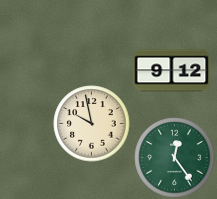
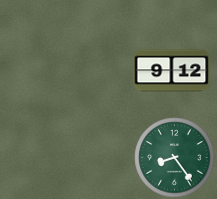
clock at (92, 124): 9:58 -> none
clock at (175, 158): 12:24 -> 8:24
